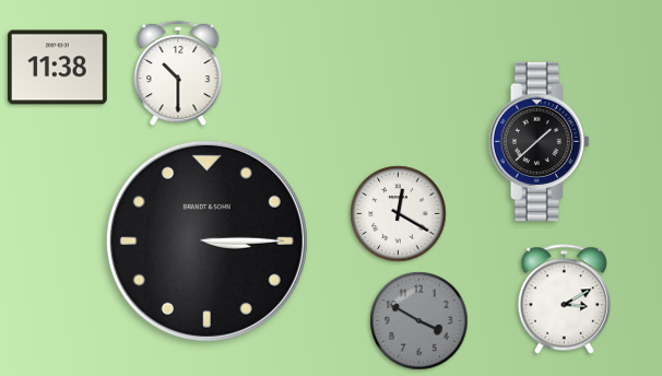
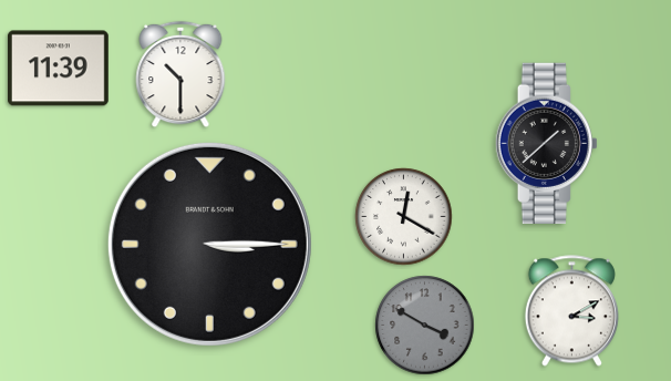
clock at (58, 68): 11:38 -> 11:39
clock at (564, 299) position: (564, 299) -> (571, 311)
